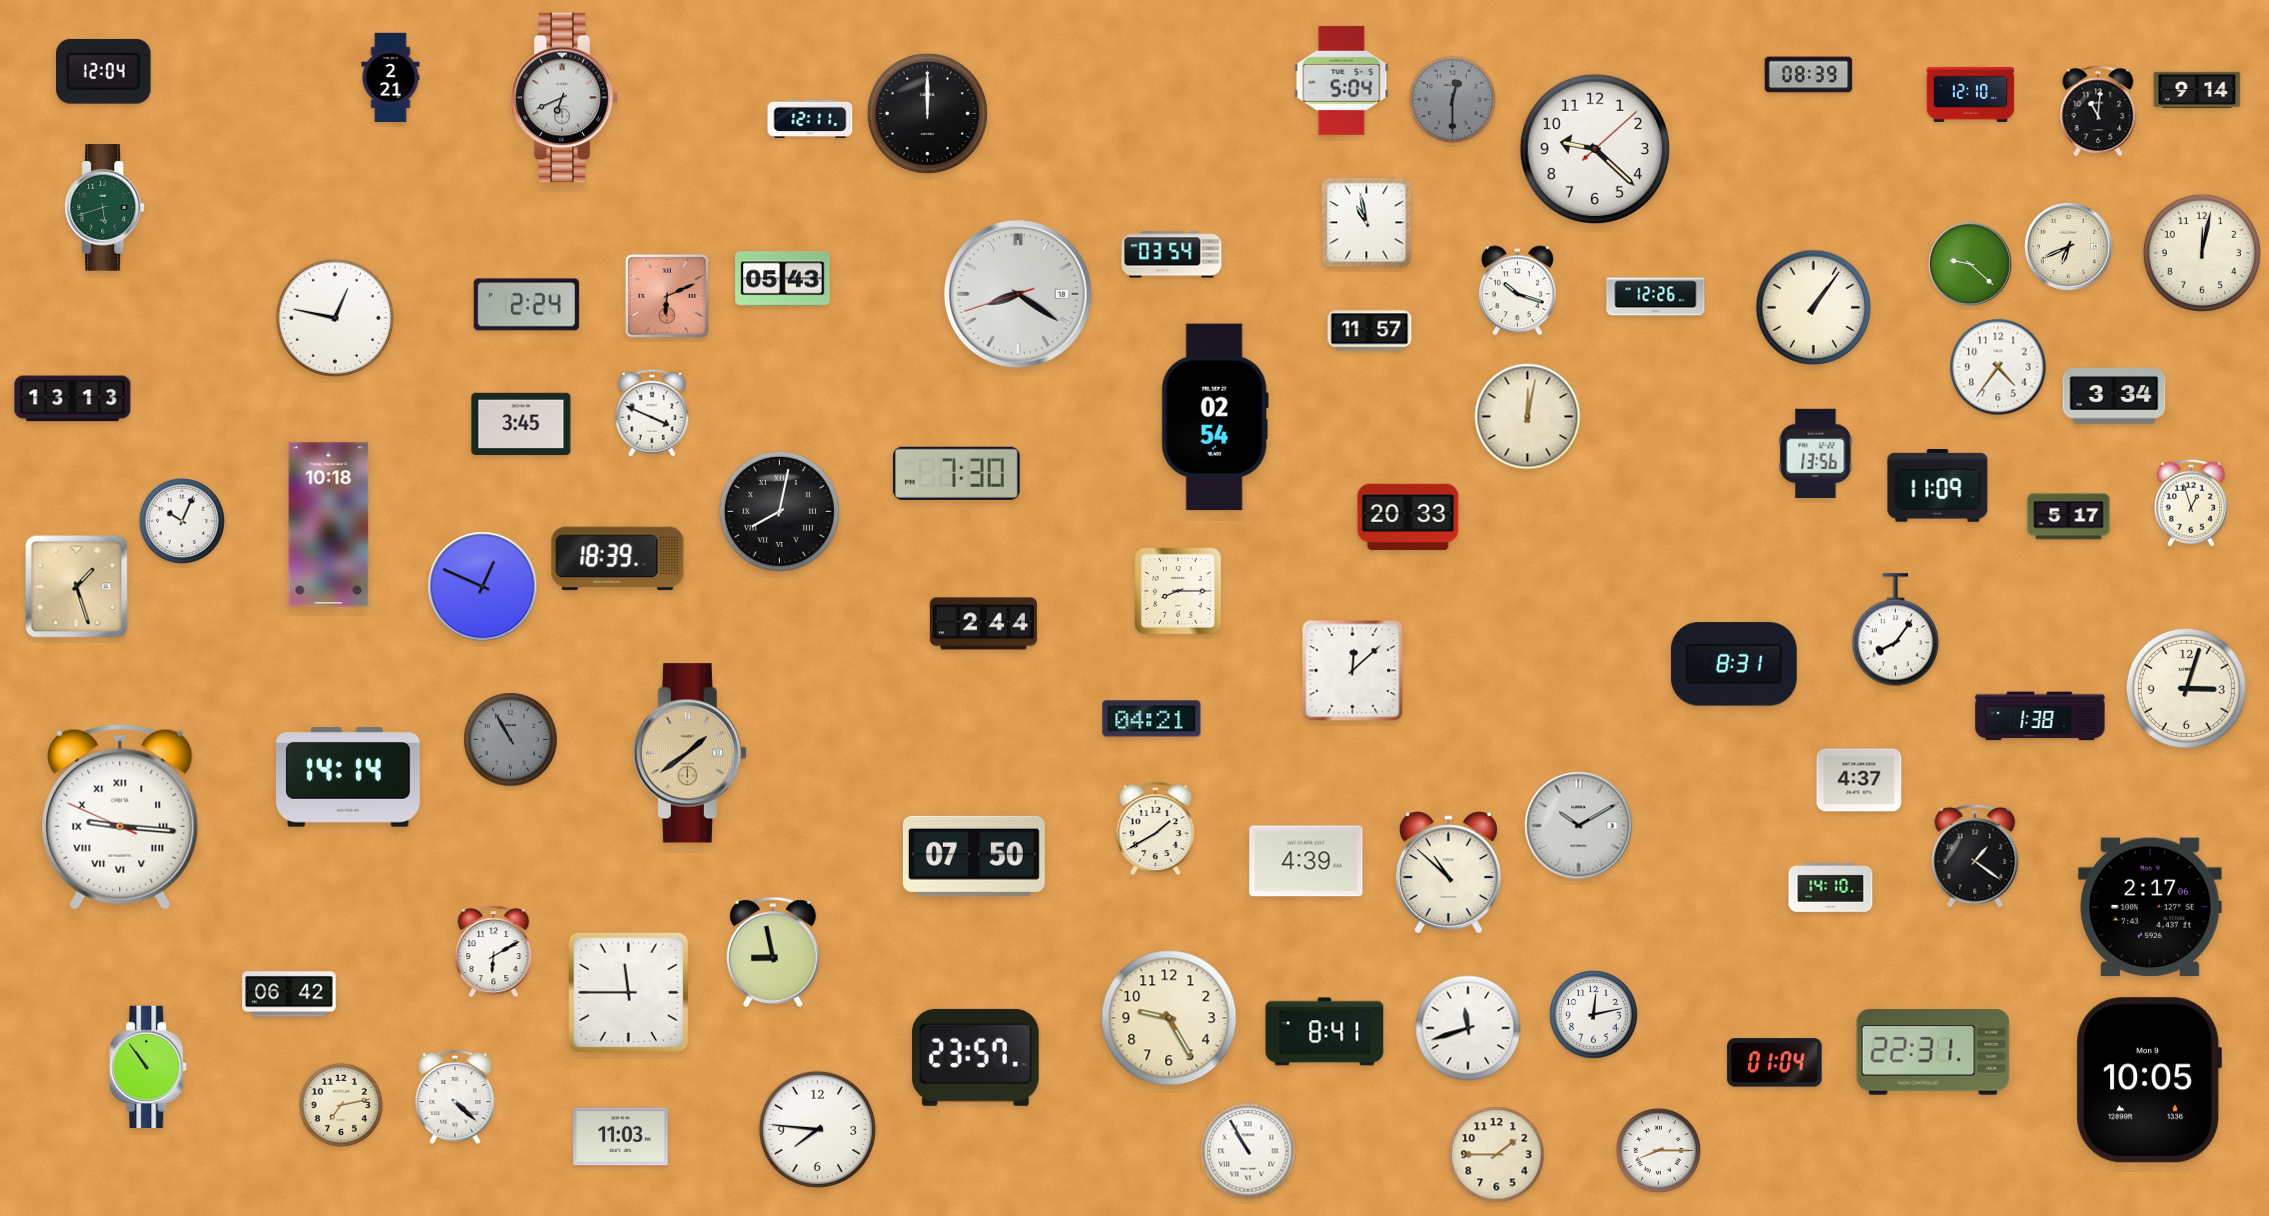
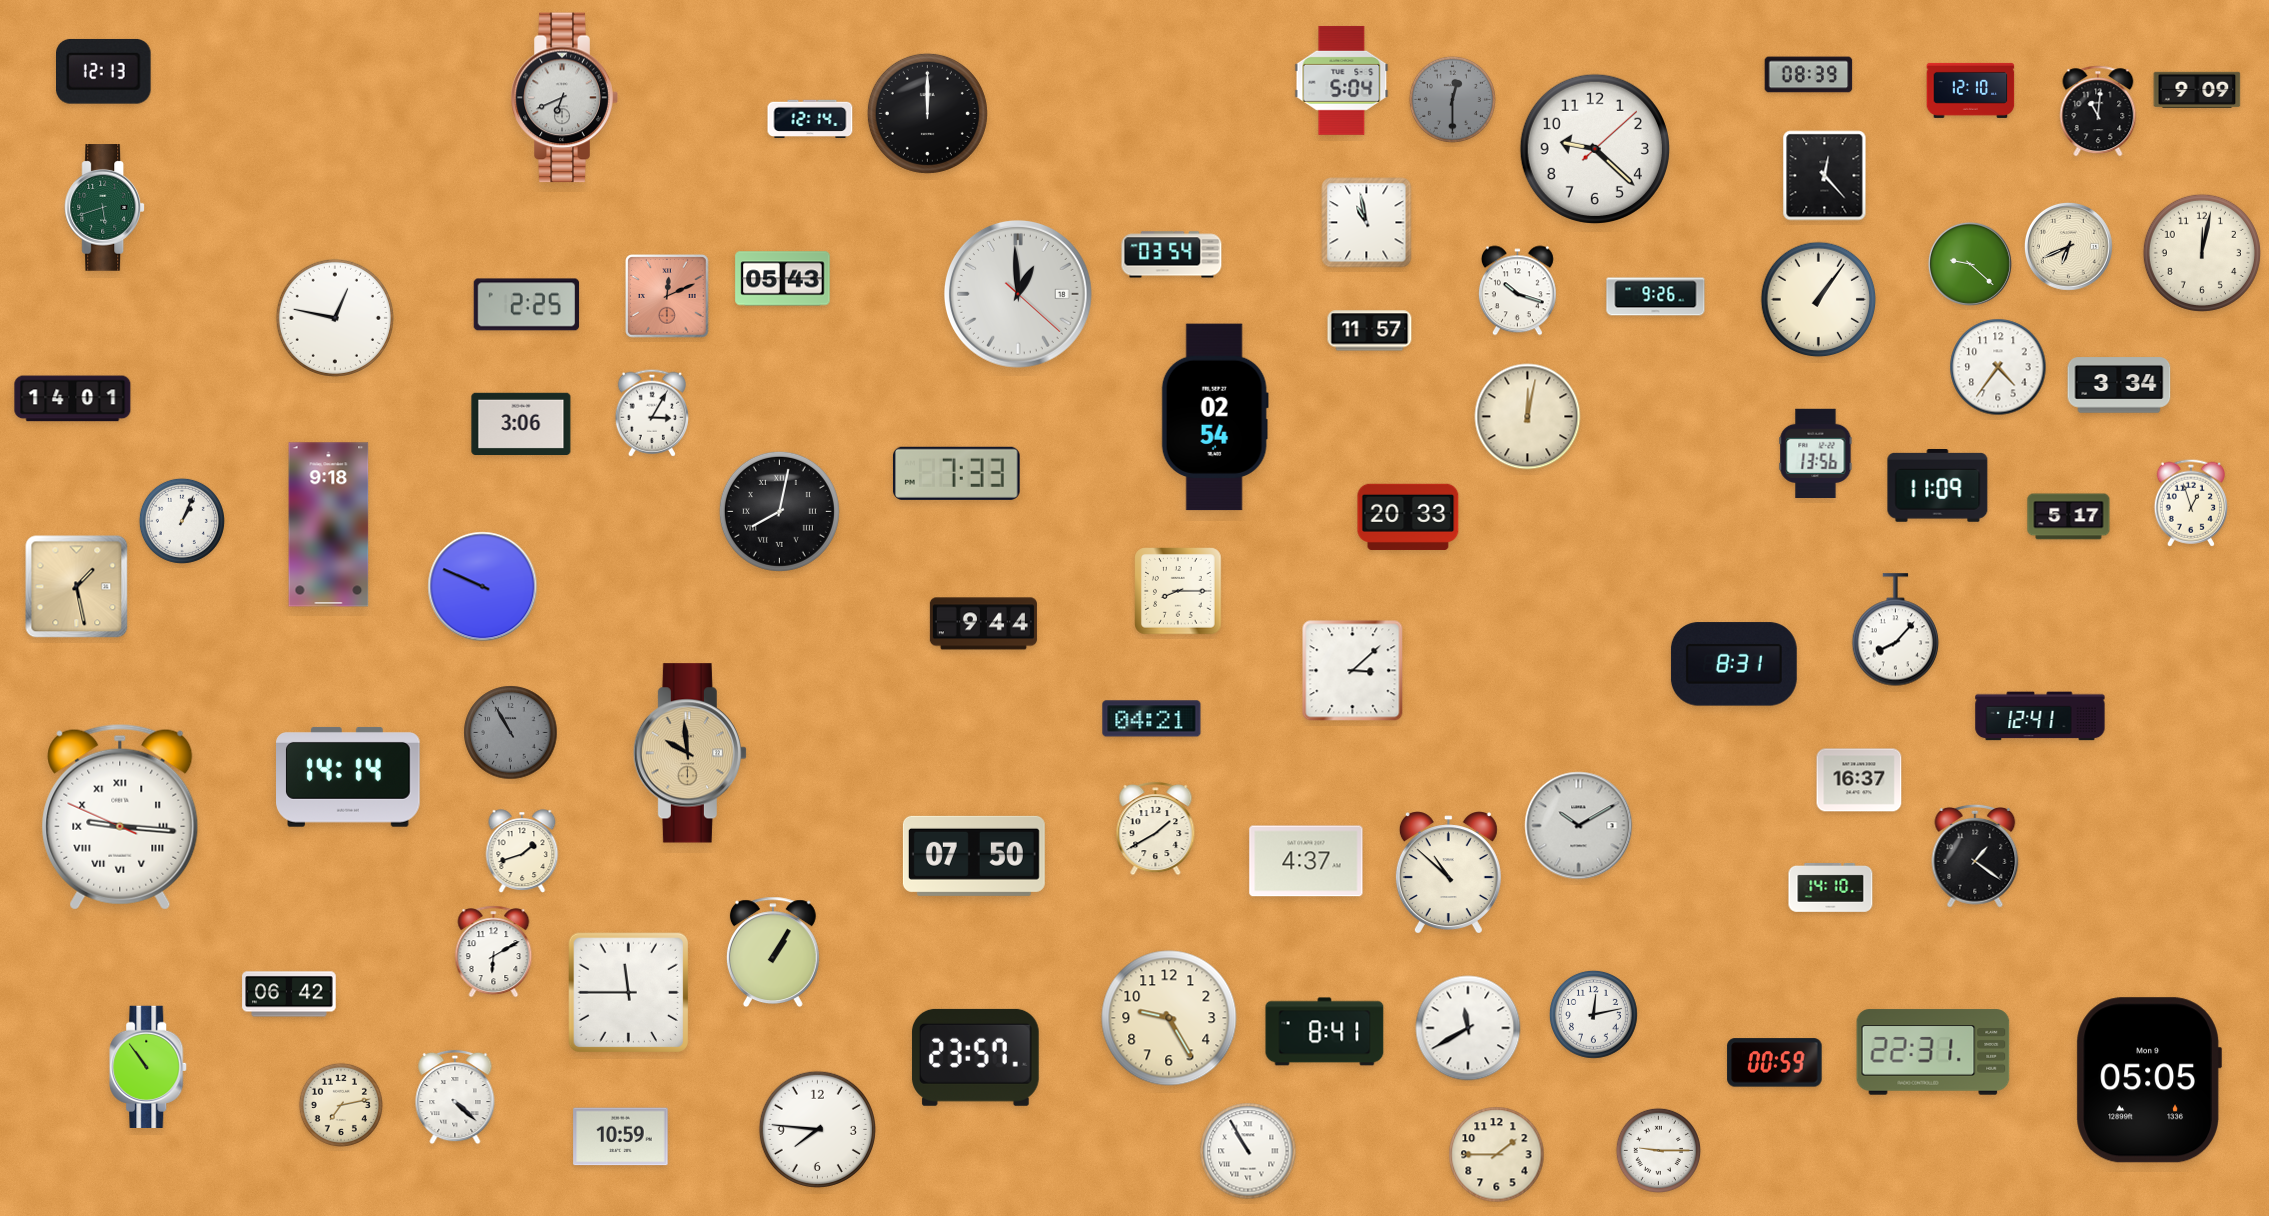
clock at (104, 72): 12:04 -> 12:13
clock at (391, 78): 2:21 -> none
clock at (2197, 90): 9:14 -> 9:09
clock at (1971, 94) position: (1971, 94) -> (1971, 90)
clock at (810, 118): 12:11 -> 12:14
clock at (1825, 176): none -> 12:23
clock at (1019, 295): 8:20 -> 12:59
clock at (667, 296): 6:11 -> 12:11
clock at (1656, 297): 12:26 -> 9:26
clock at (527, 305): 2:24 -> 2:25
clock at (1814, 308) position: (1814, 308) -> (1819, 300)
clock at (2114, 396) position: (2114, 396) -> (2119, 385)
clock at (73, 399): 13:13 -> 14:01
clock at (652, 413): 3:49 -> 3:05
clock at (521, 423): 3:45 -> 3:06
clock at (956, 473): 7:30 -> 7:33
clock at (182, 521): 10:04 -> 1:04
clock at (329, 525): 10:18 -> 9:18
clock at (618, 559): 18:39 -> none
clock at (77, 587): 1:27 -> 1:28
clock at (483, 587): 12:49 -> 9:49
clock at (983, 624): 2:44 -> 9:44
clock at (1896, 630): 8:06 -> 8:07
clock at (1353, 671): 12:08 -> 3:08
clock at (2186, 688): 3:03 -> none
clock at (2040, 716): 1:38 -> 12:41
clock at (511, 740) position: (511, 740) -> (511, 733)
clock at (689, 753): 1:39 -> 9:59
clock at (1859, 780): 4:37 -> 16:37
clock at (522, 851): none -> 1:42
clock at (1306, 861): 4:39 -> 4:37
clock at (2151, 907): 2:17 -> none
clock at (773, 952): 8:58 -> 1:05
clock at (1468, 1028): 11:42 -> 11:40
clock at (1775, 1063): 01:04 -> 00:59
clock at (2149, 1080): 10:05 -> 05:05
clock at (621, 1137): 11:03 -> 10:59
clock at (1658, 1150): 8:15 -> 9:15
